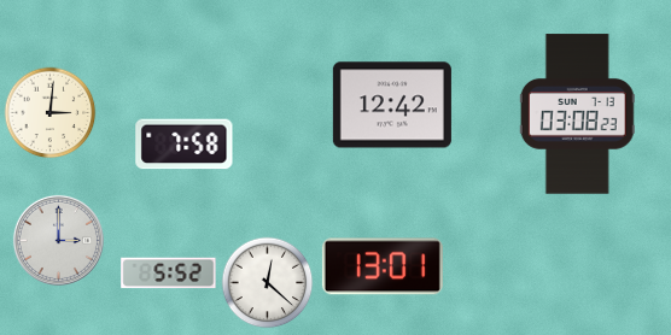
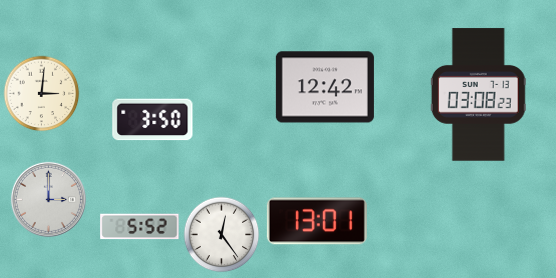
clock at (185, 145): 7:58 -> 3:50
clock at (268, 283): 12:22 -> 12:24
